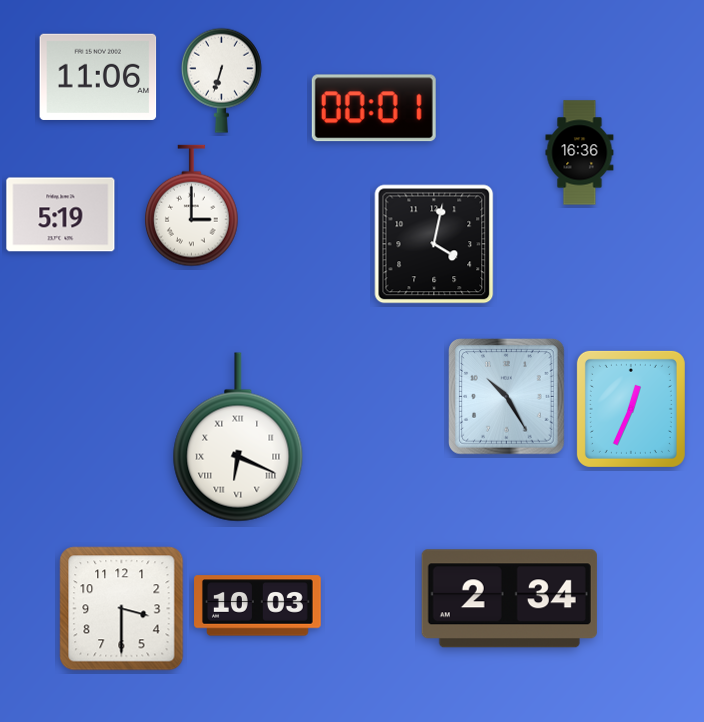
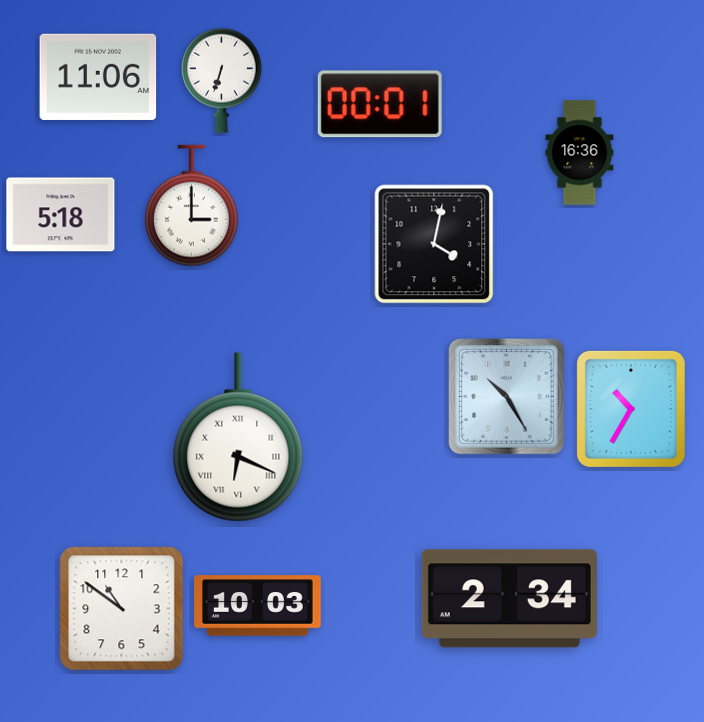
clock at (374, 108) position: (374, 108) -> (380, 104)
clock at (61, 215): 5:19 -> 5:18
clock at (631, 409): 12:34 -> 10:35
clock at (122, 609): 3:30 -> 10:51
